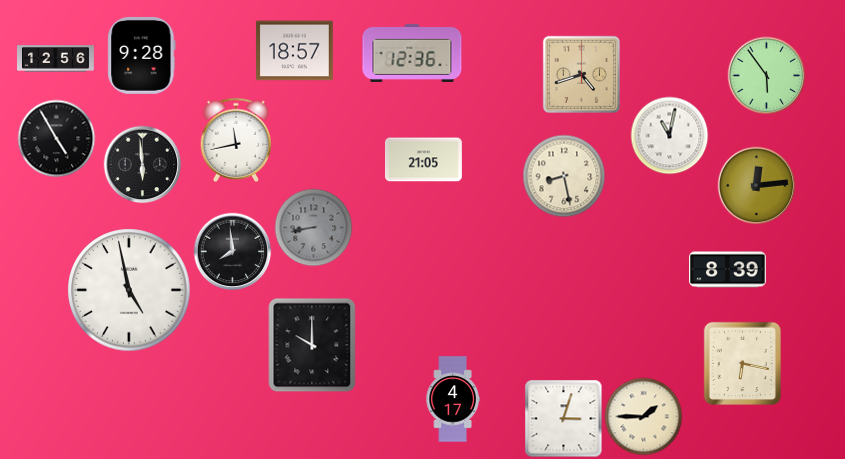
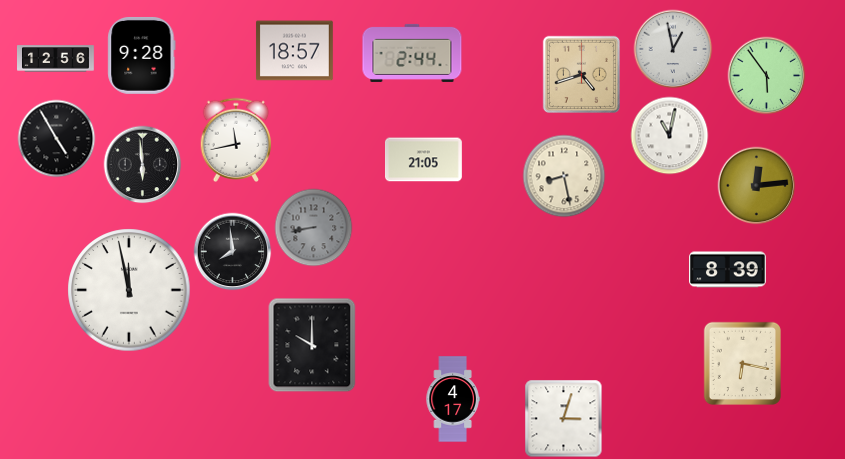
clock at (673, 49): none -> 12:58
clock at (412, 53): 12:36 -> 2:44
clock at (129, 290): 4:58 -> 11:58
clock at (643, 416): 1:45 -> none
